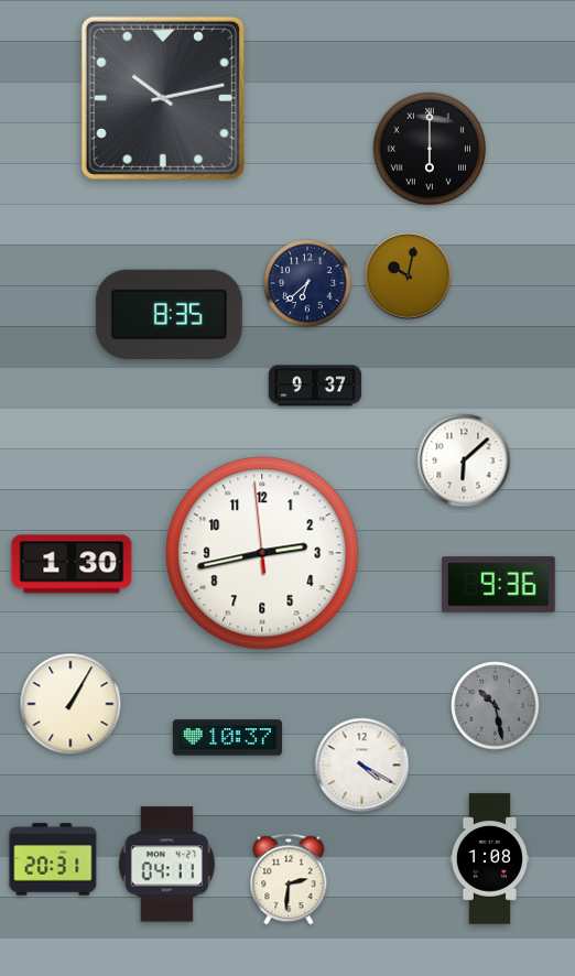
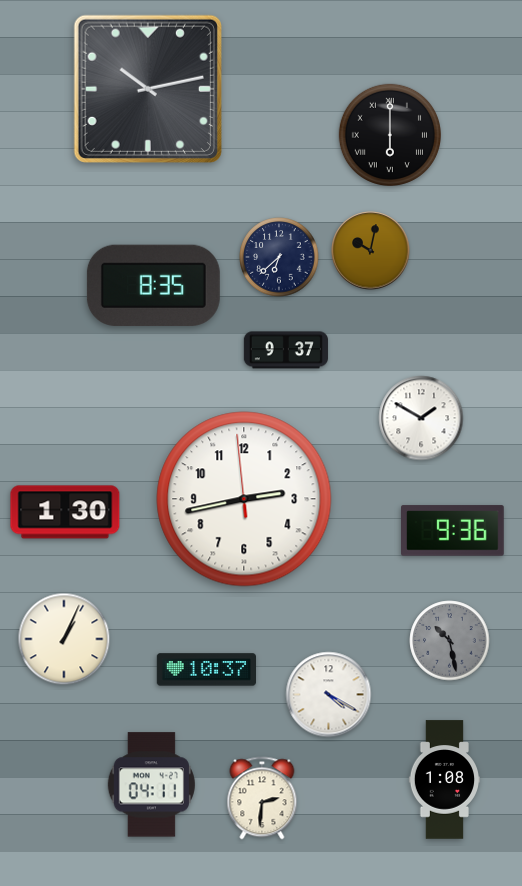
clock at (464, 460): 6:08 -> 1:50
clock at (262, 553) position: (262, 553) -> (244, 499)
clock at (70, 704): 1:05 -> 1:04
clock at (53, 859): 20:31 -> none
